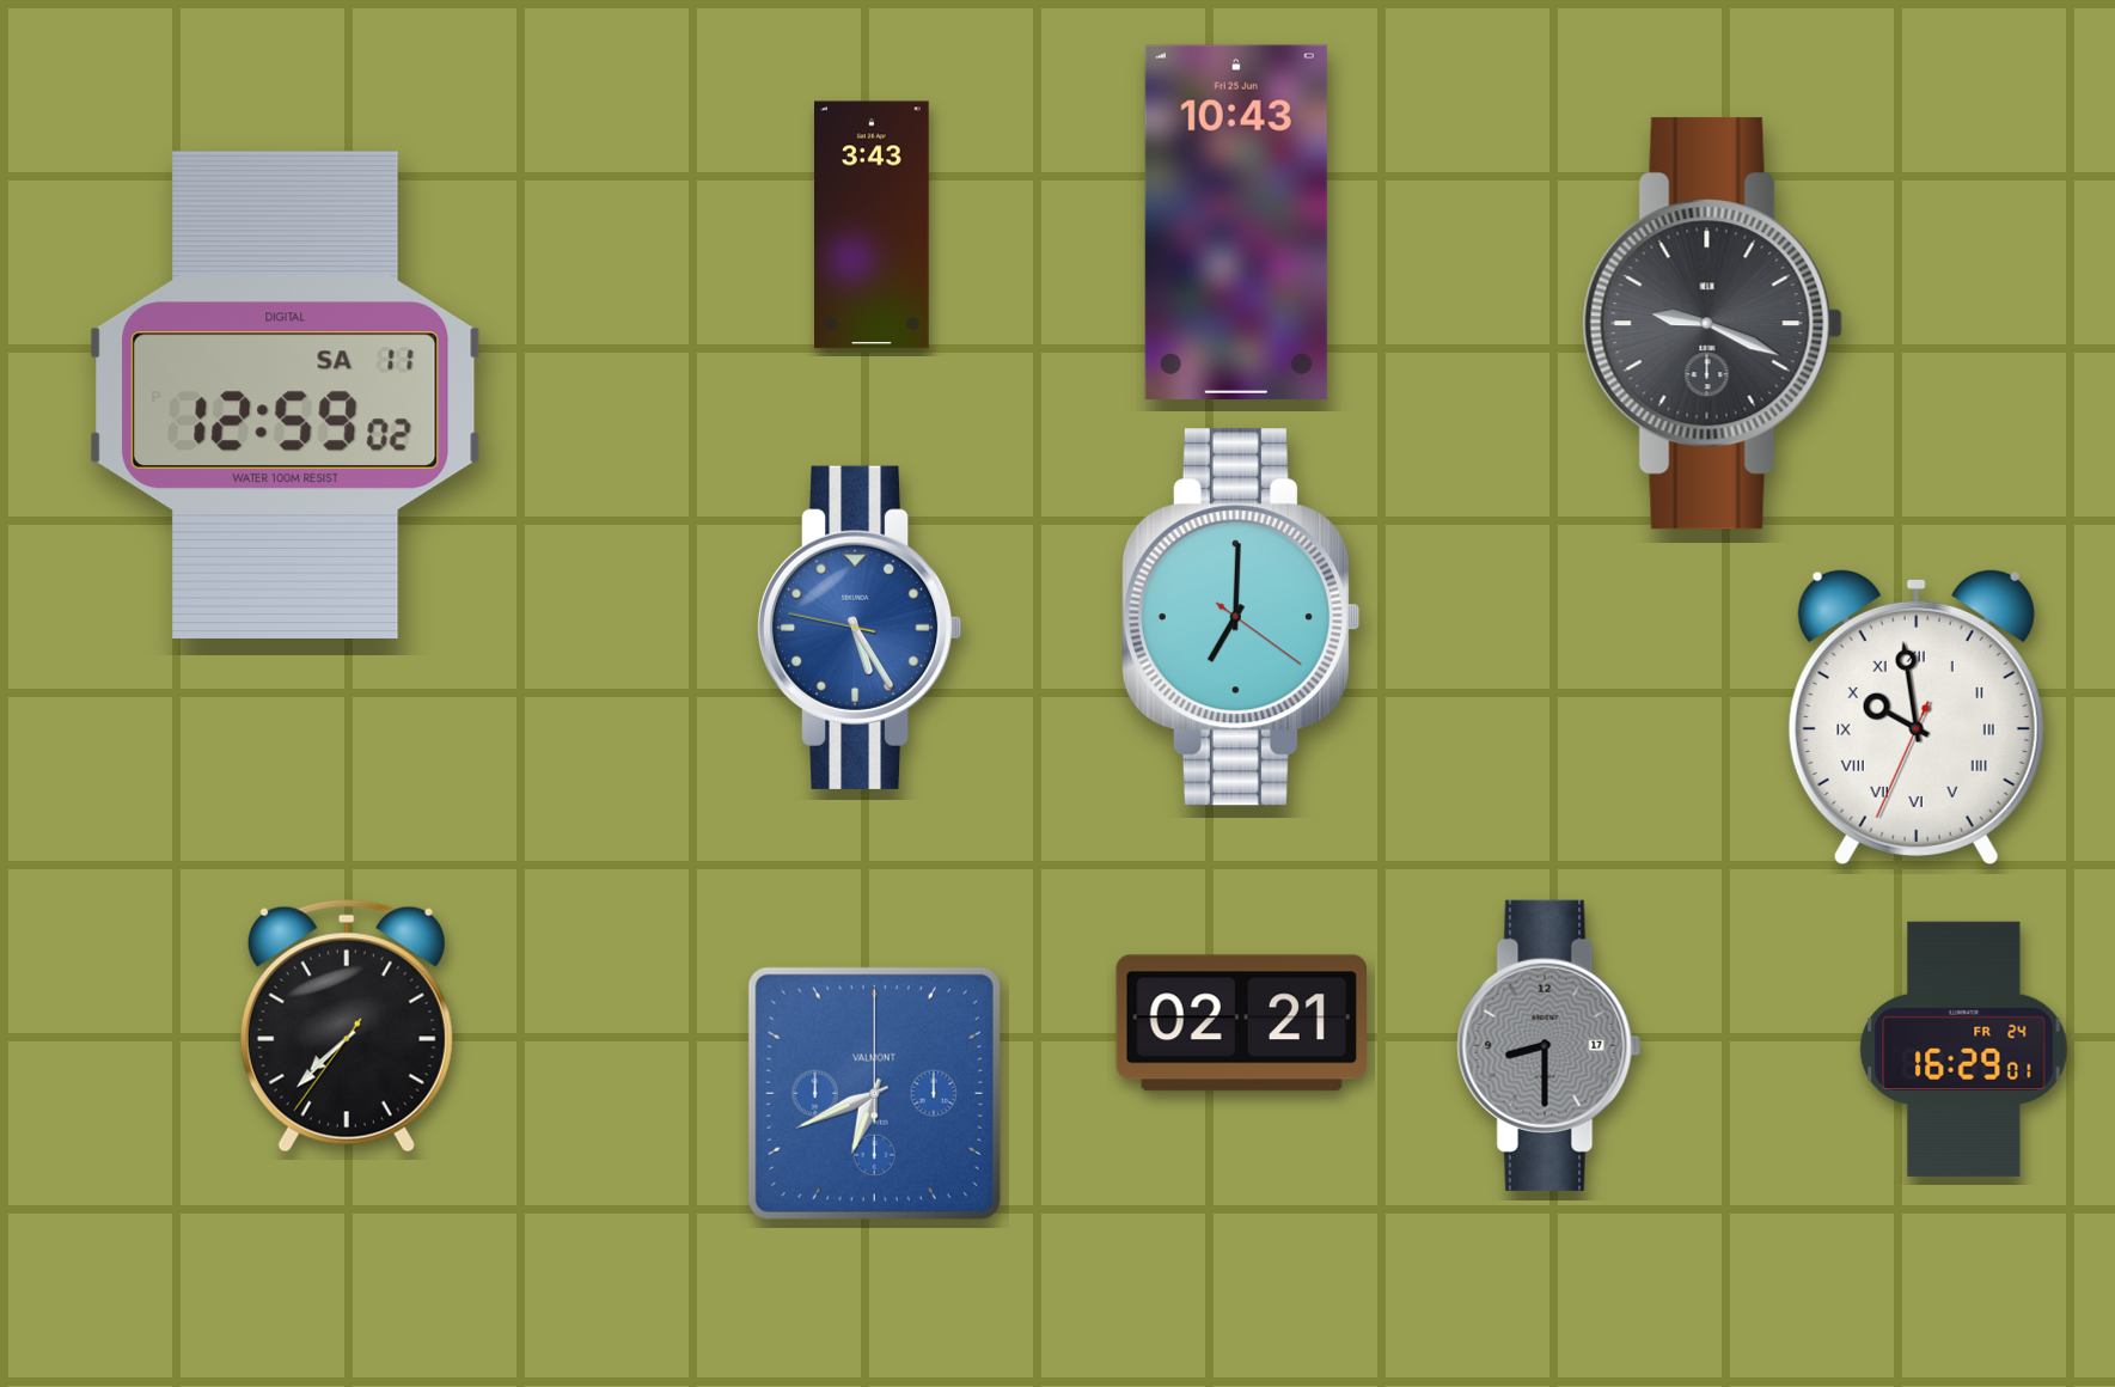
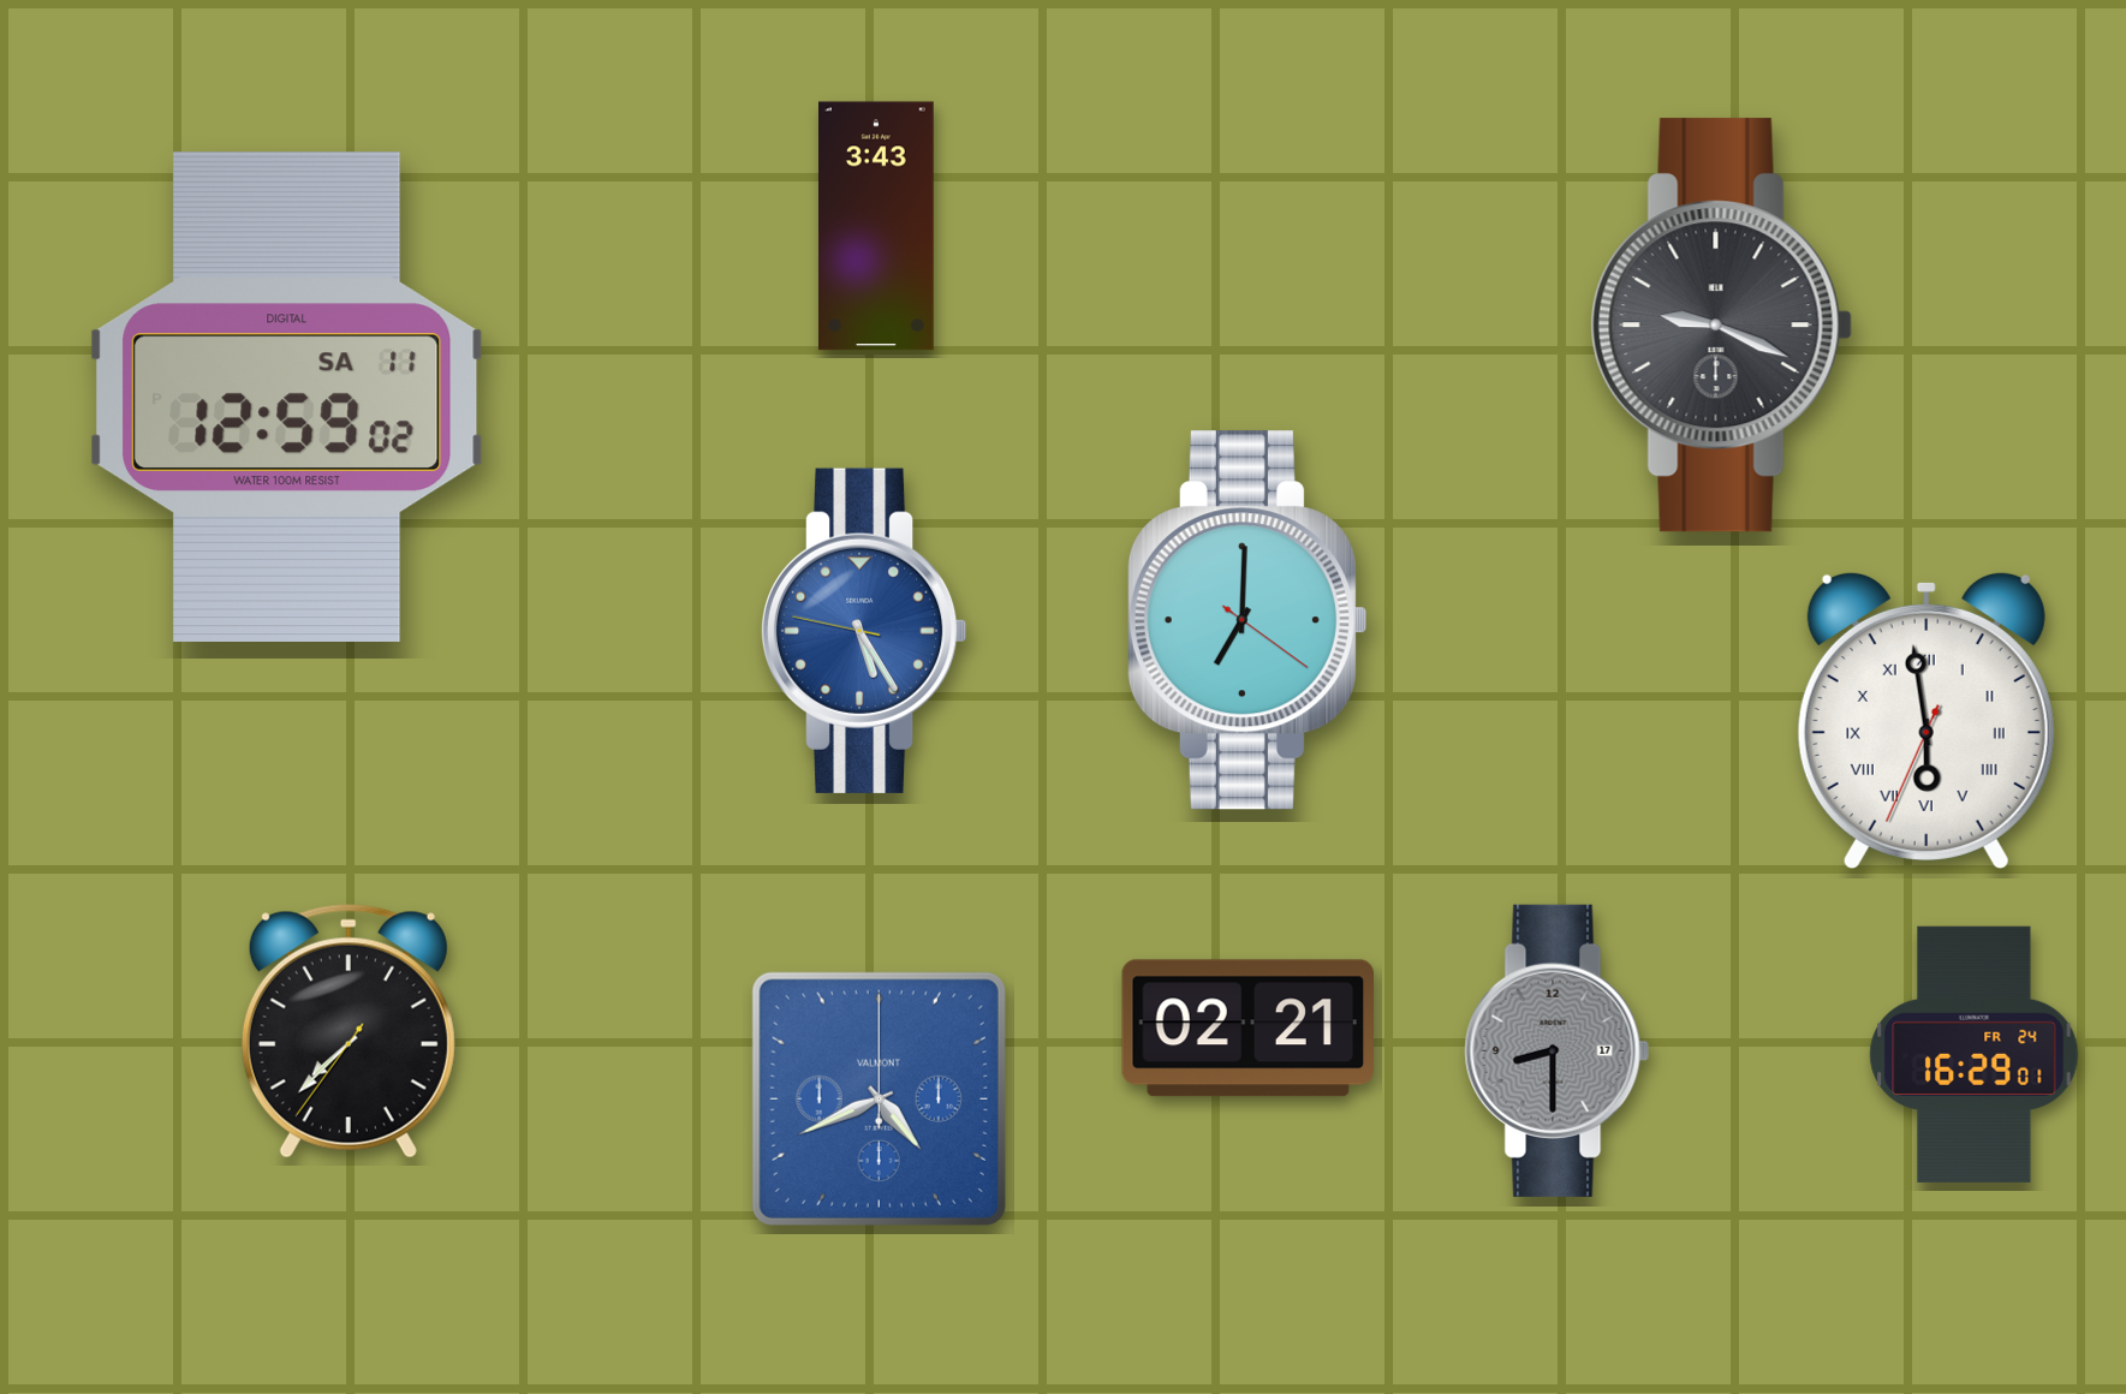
clock at (1236, 222): 10:43 -> none
clock at (1917, 716): 9:58 -> 5:58
clock at (874, 1093): 6:41 -> 4:41
